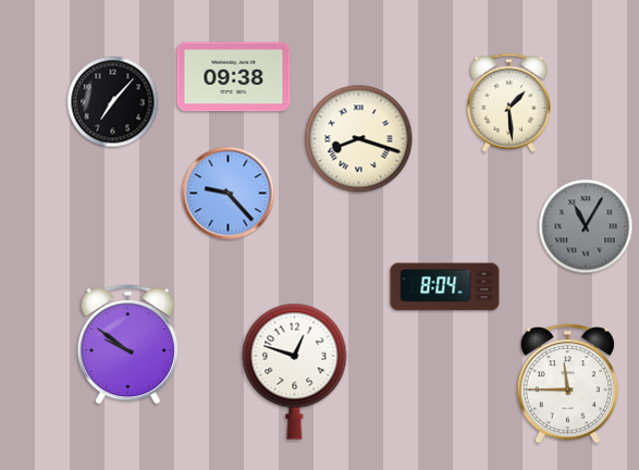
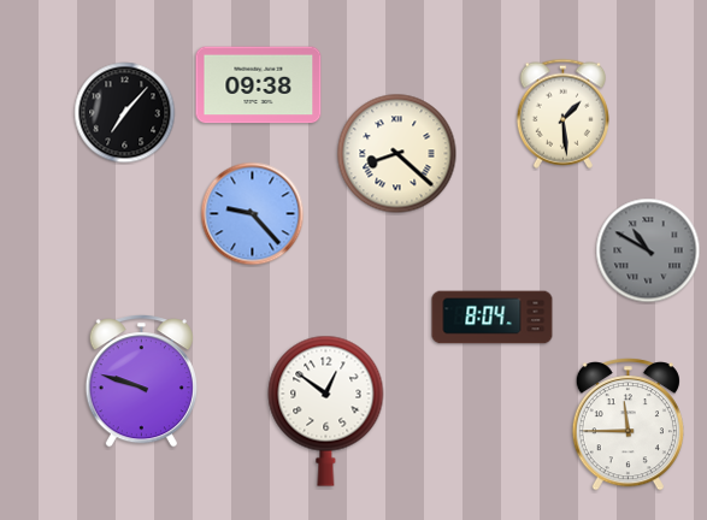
clock at (359, 139): 8:18 -> 8:22
clock at (586, 226): 11:05 -> 10:50
clock at (127, 345): 9:51 -> 9:48
clock at (295, 371): 12:48 -> 12:51
